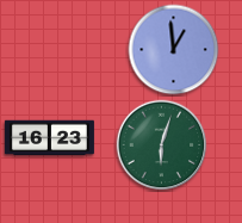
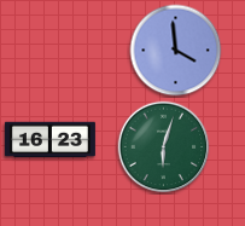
clock at (174, 50): 12:59 -> 3:59
